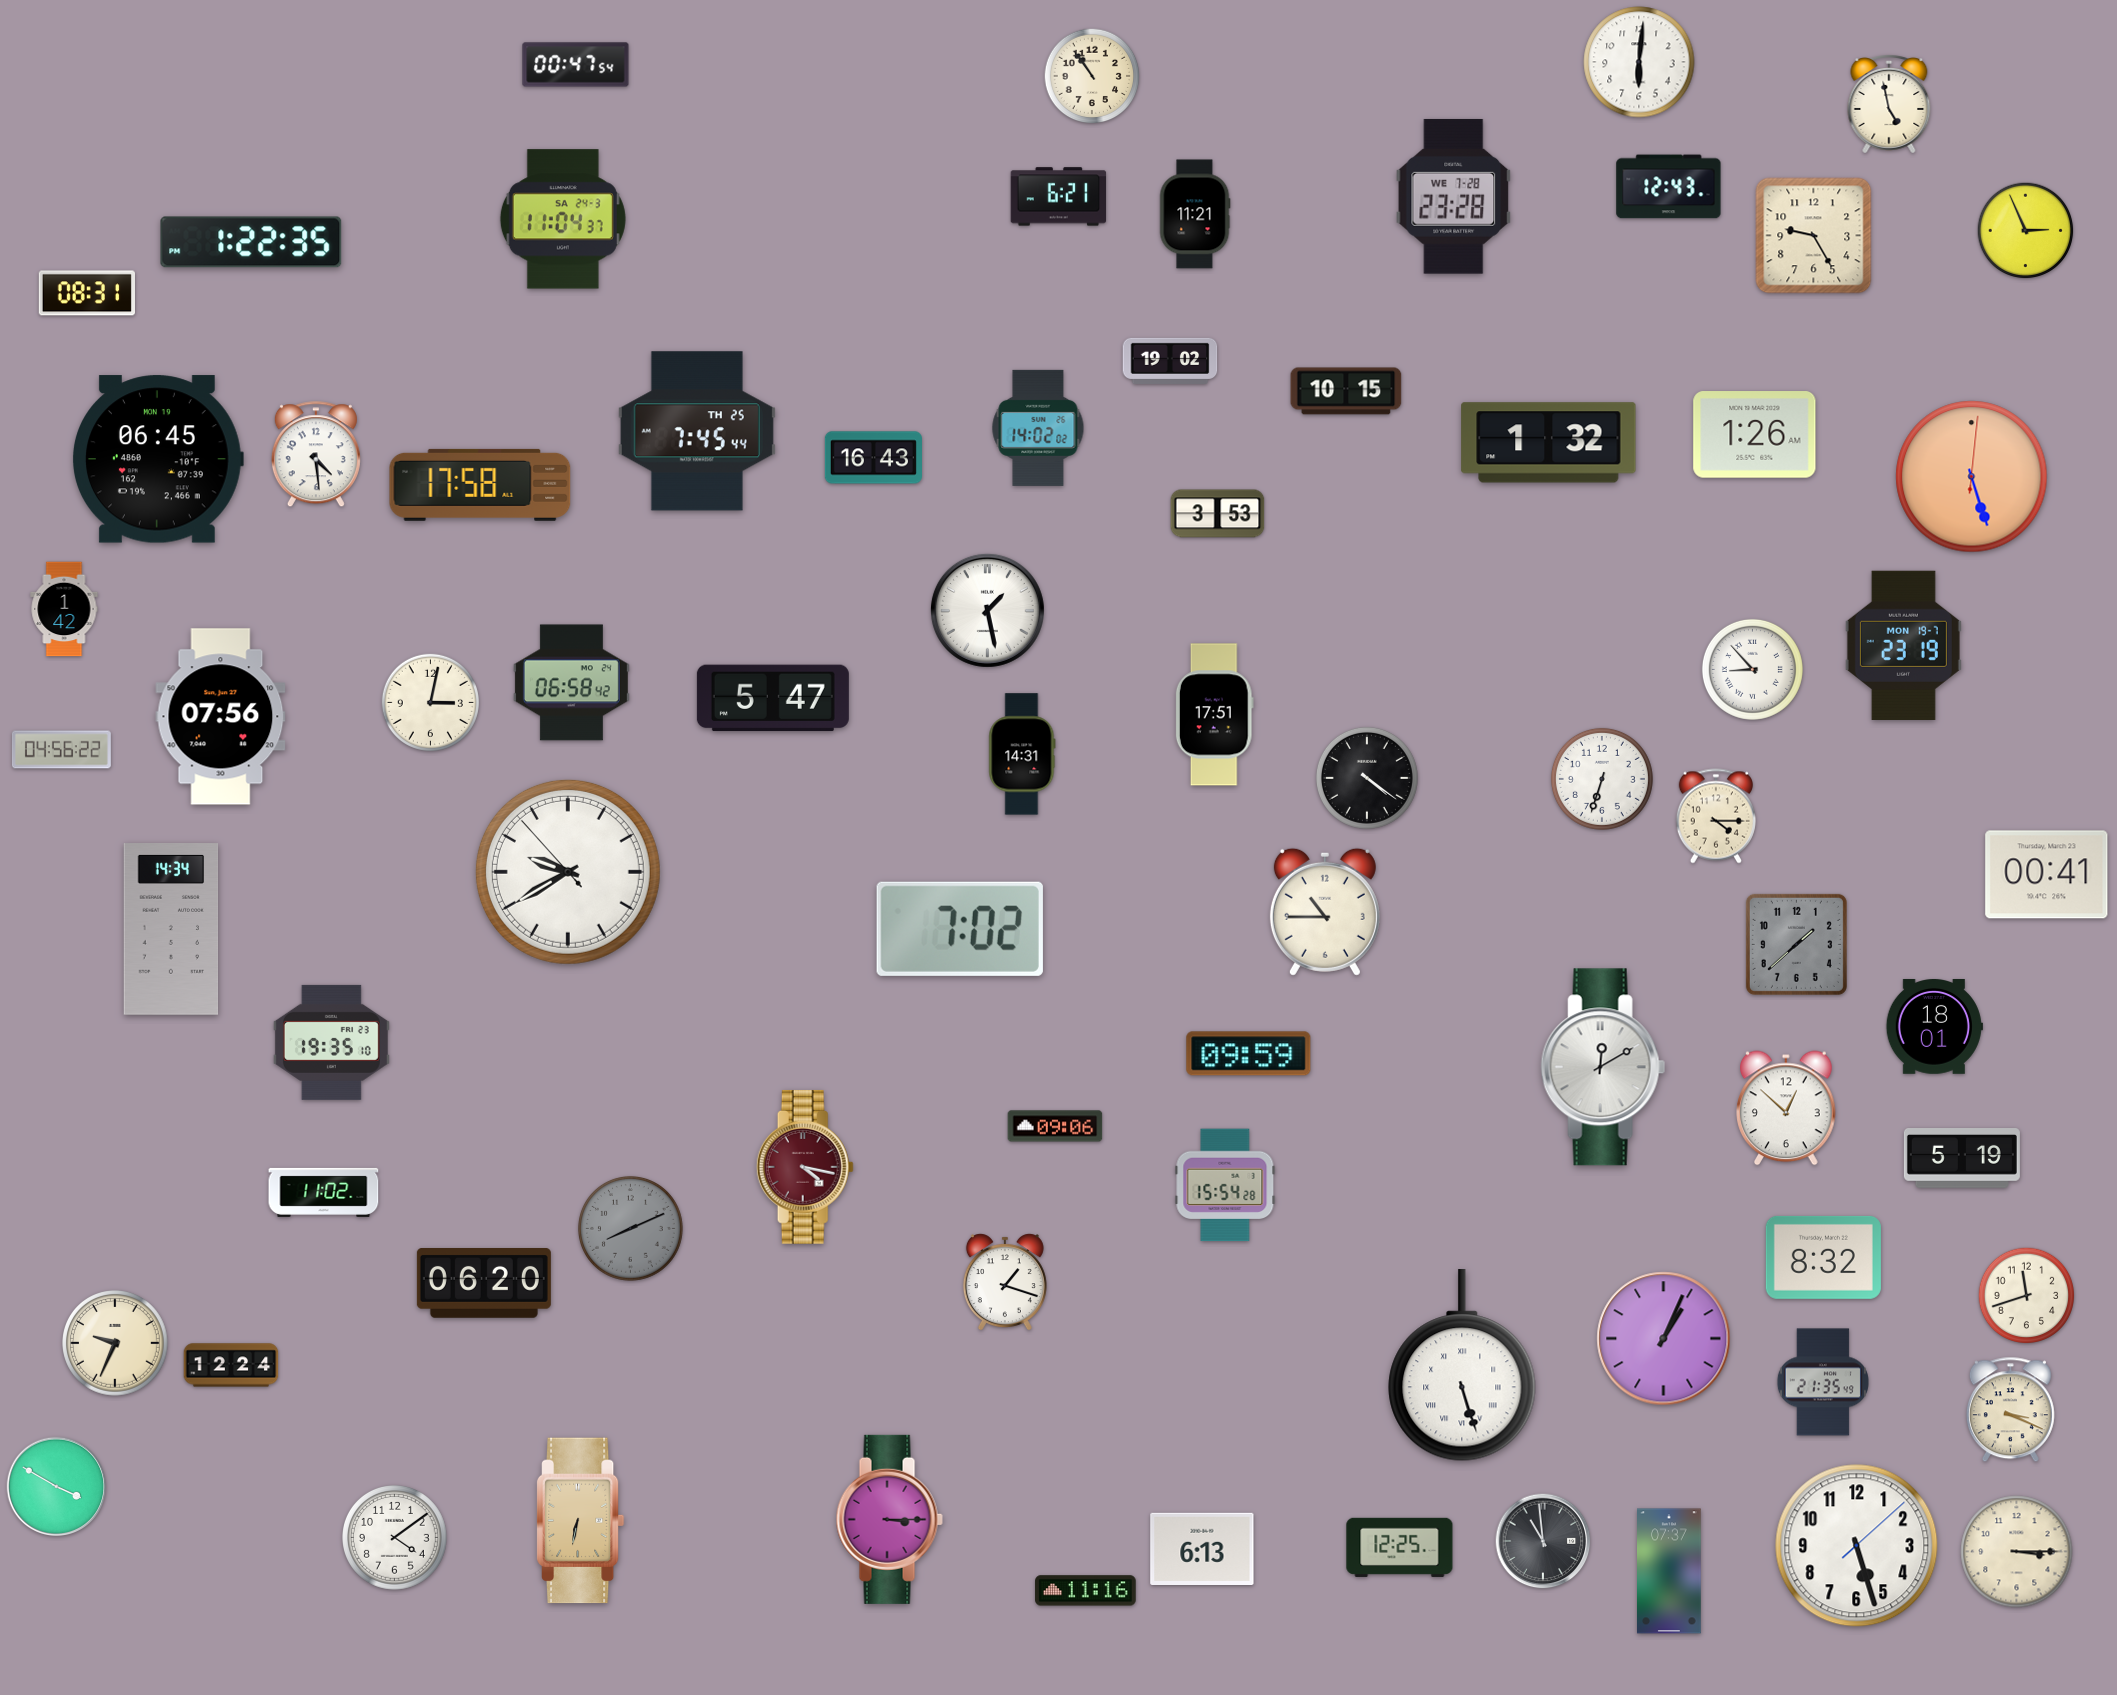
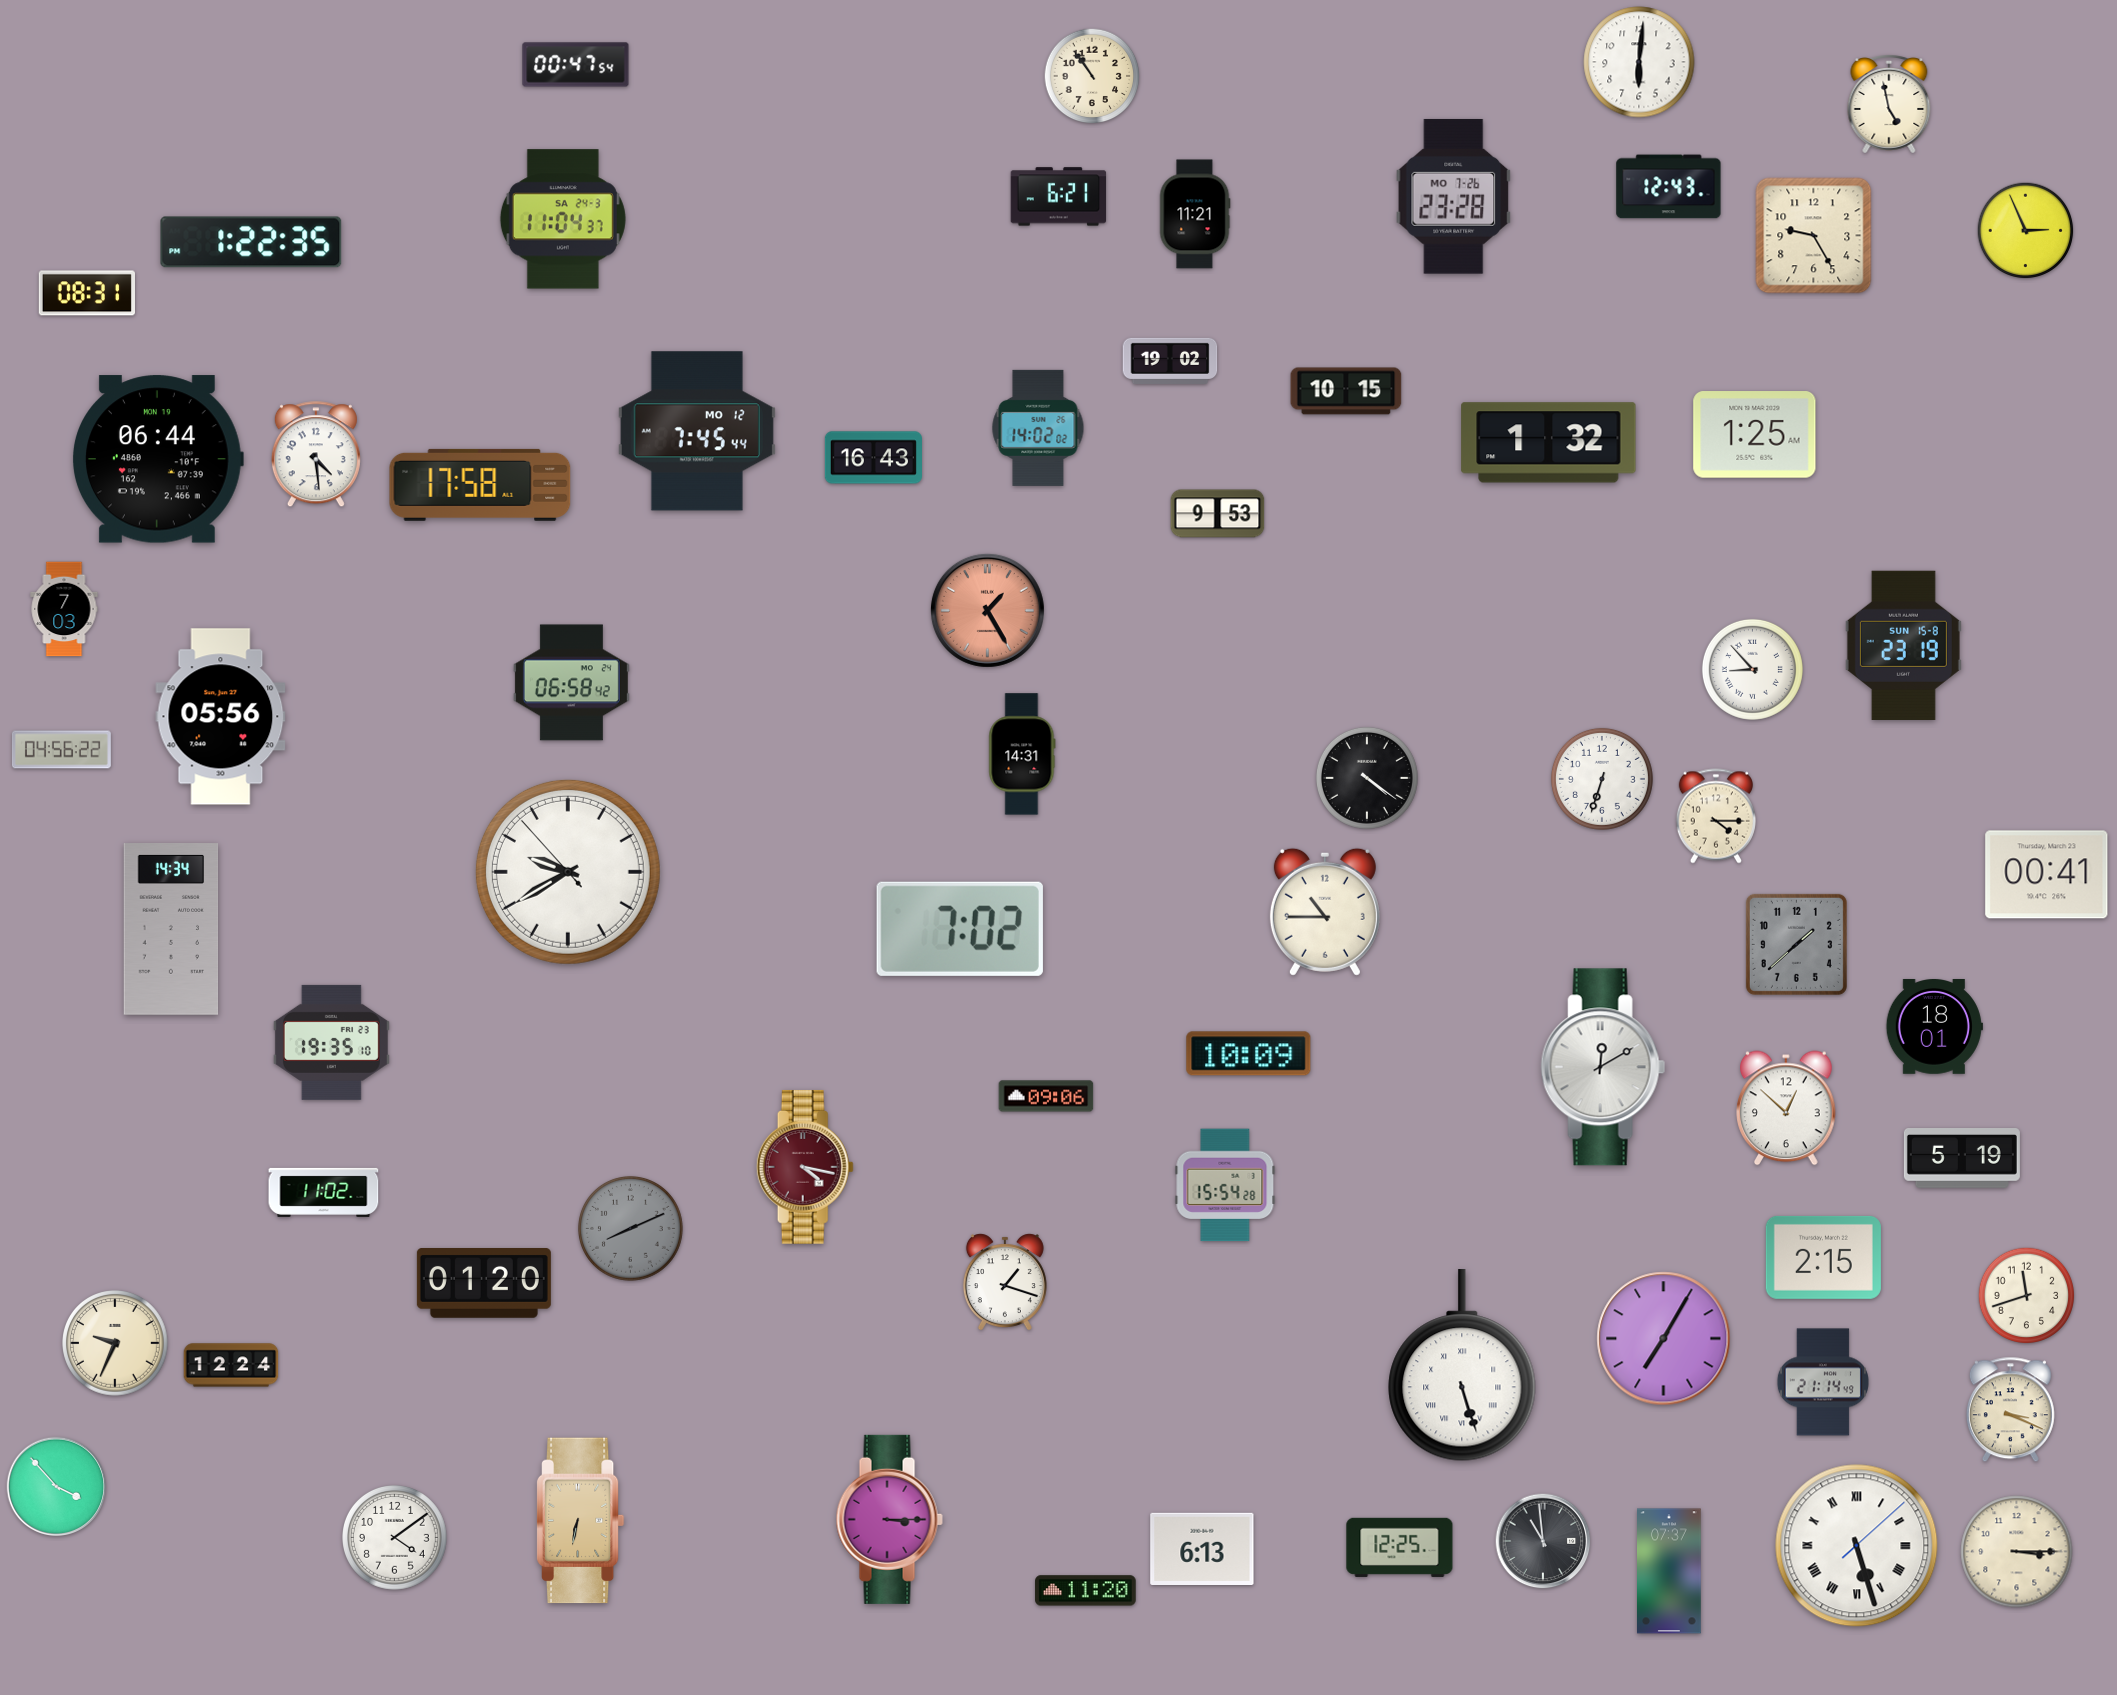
clock at (1454, 196) date: WE 7-28 -> MO 7-26
clock at (697, 431) date: TH 25 -> MO 12
clock at (1755, 435): 1:26 -> 1:25
clock at (158, 459): 06:45 -> 06:44
clock at (1972, 477): 5:27 -> none
clock at (1218, 514): 3:53 -> 9:53
clock at (64, 609): 1:42 -> 7:03
clock at (987, 610): 1:28 -> 1:25
clock at (987, 610) dial: white -> salmon
clock at (1903, 645) date: MON 19-7 -> SUN 15-8
clock at (773, 698): 5:47 -> none
clock at (430, 702): 3:02 -> none
clock at (1214, 715): 17:51 -> none
clock at (221, 717): 07:56 -> 05:56
clock at (1249, 1054): 09:59 -> 10:09
clock at (1055, 1126) position: (1055, 1126) -> (1046, 1096)
clock at (1823, 1257): 8:32 -> 2:15
clock at (484, 1284): 06:20 -> 01:20
clock at (1664, 1339): 1:04 -> 7:05
clock at (1823, 1382): 21:35 -> 21:14
clock at (57, 1487): 3:50 -> 3:53
clock at (1857, 1546) numerals: Arabic -> Roman
clock at (1086, 1591): 11:16 -> 11:20
